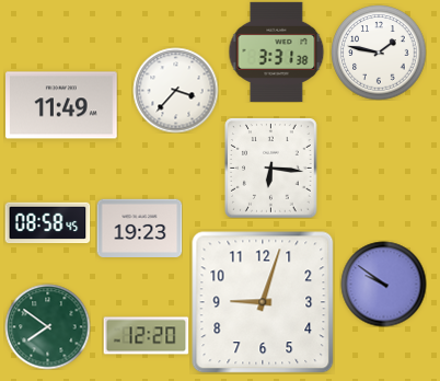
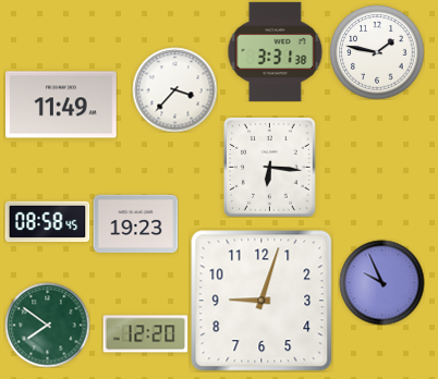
clock at (139, 228) position: (139, 228) -> (135, 223)
clock at (383, 284): 9:51 -> 9:56
